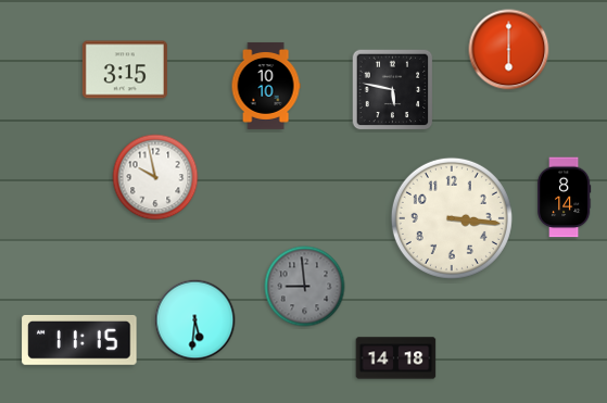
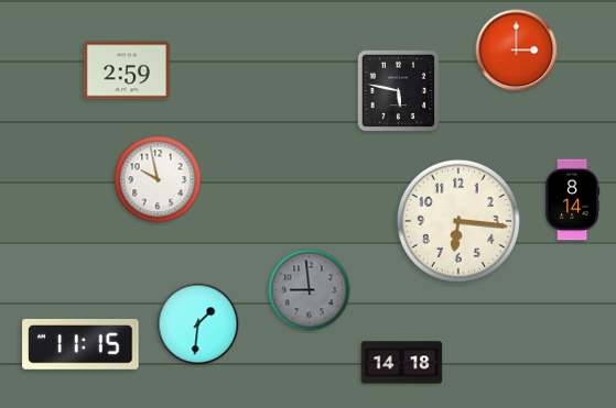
clock at (509, 50): 6:00 -> 3:00
clock at (125, 70): 3:15 -> 2:59
clock at (266, 86): 10:10 -> none
clock at (452, 218): 3:16 -> 6:16
clock at (195, 320): 5:31 -> 1:31
